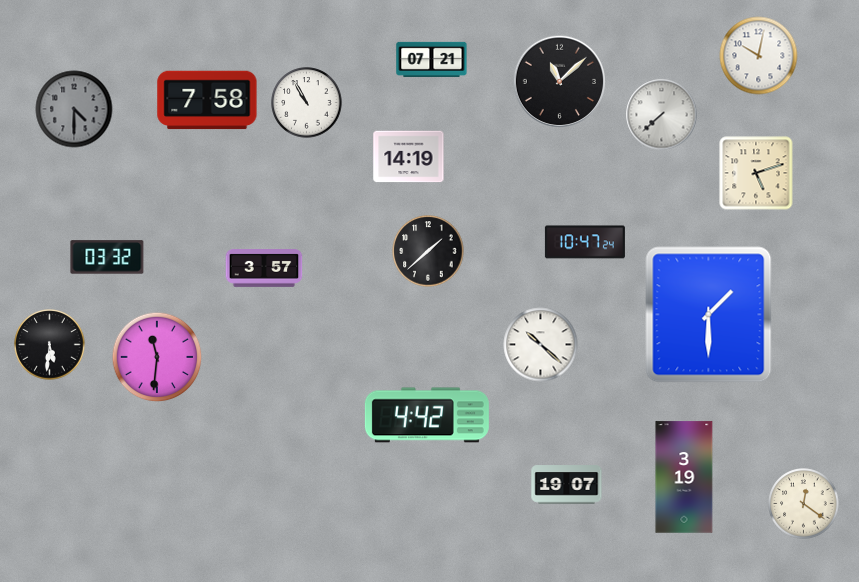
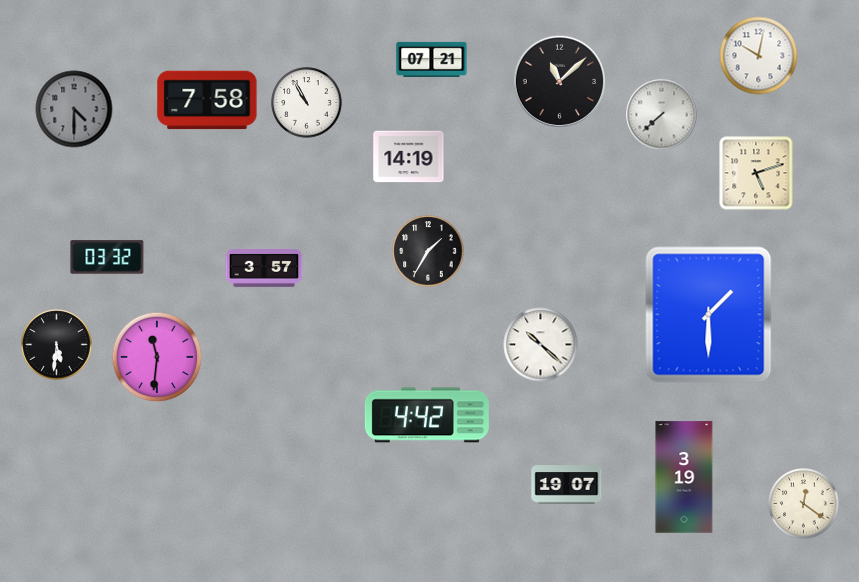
clock at (585, 242): 10:47 -> none
clock at (428, 251): 1:38 -> 1:35
clock at (50, 345) position: (50, 345) -> (57, 345)
